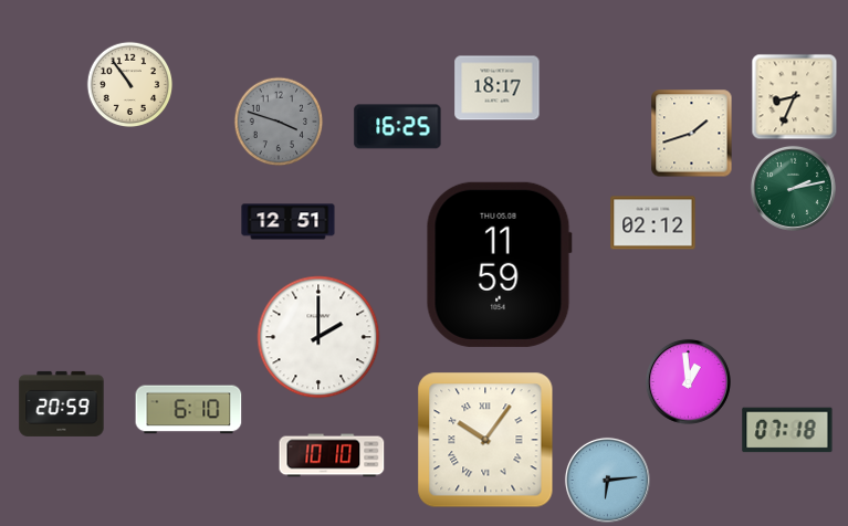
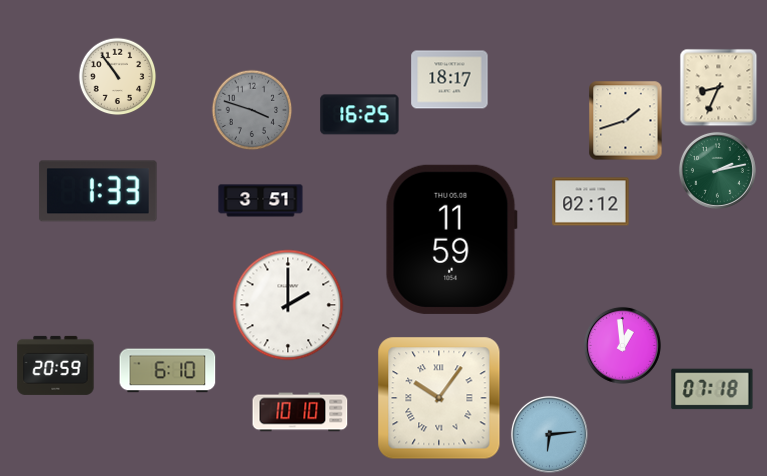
clock at (98, 191): none -> 1:33
clock at (289, 222): 12:51 -> 3:51
clock at (189, 410) position: (189, 410) -> (168, 371)
